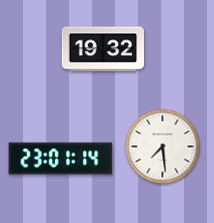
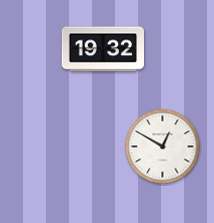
clock at (163, 147): 7:29 -> 12:50
clock at (61, 159): 23:01 -> none
